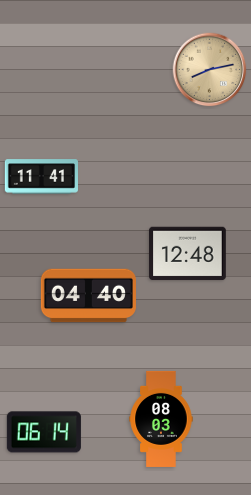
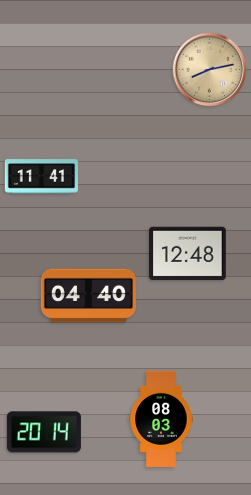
clock at (44, 432): 06:14 -> 20:14
